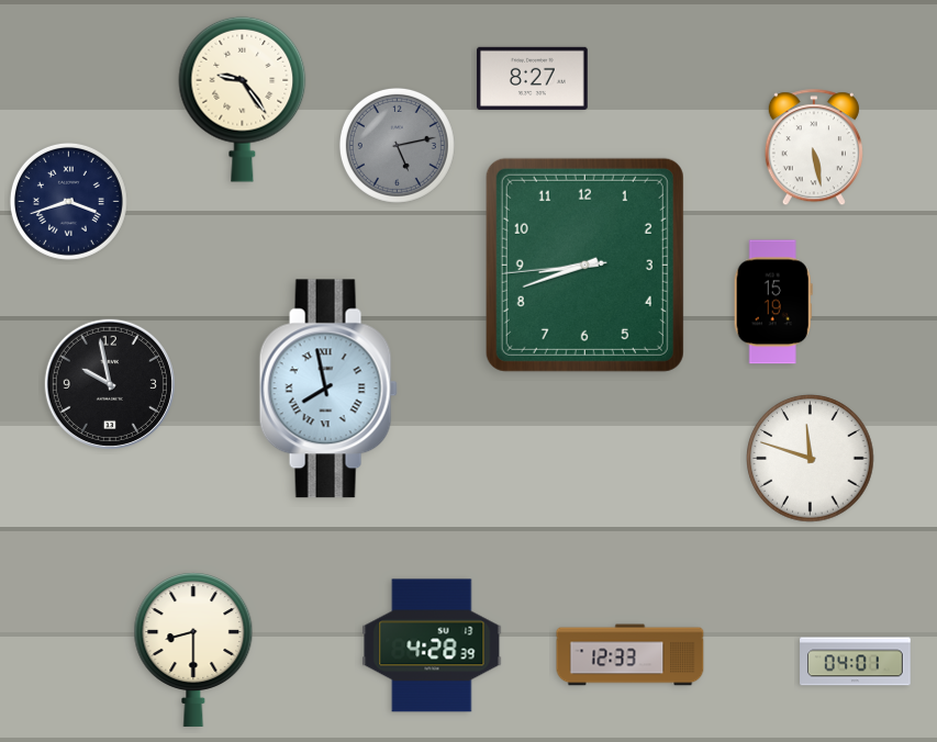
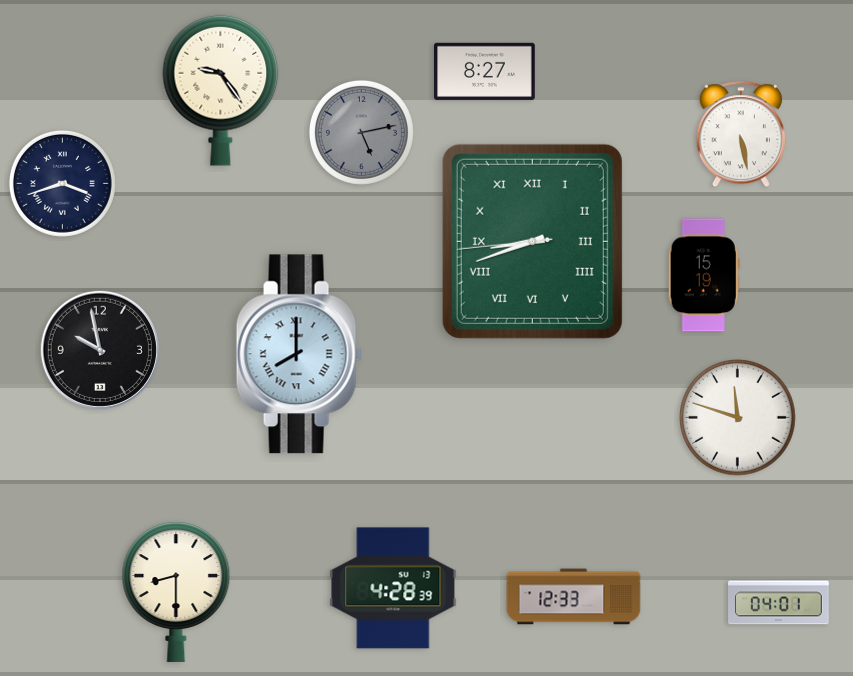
clock at (584, 265) numerals: Arabic -> Roman
clock at (328, 389): 7:58 -> 8:00
